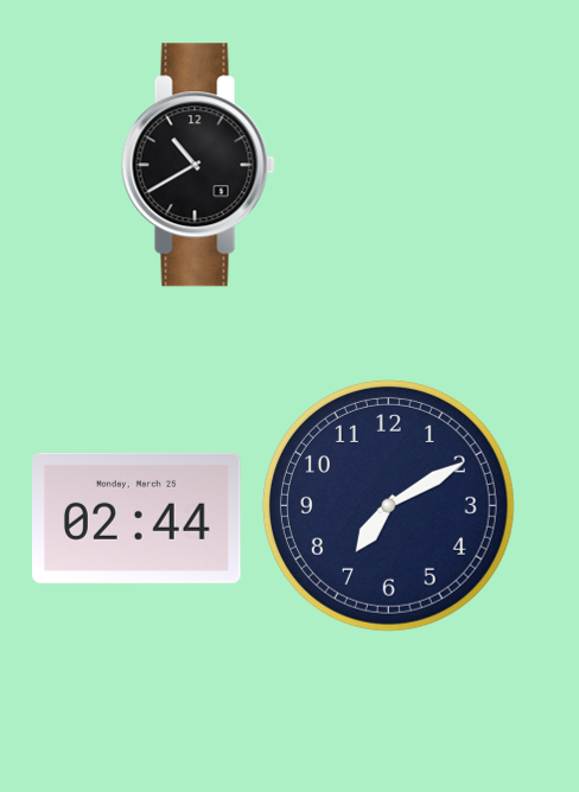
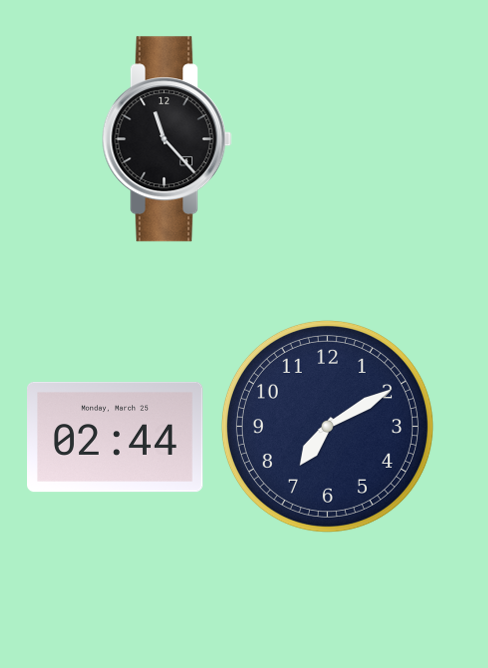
clock at (198, 165): 10:40 -> 11:23
